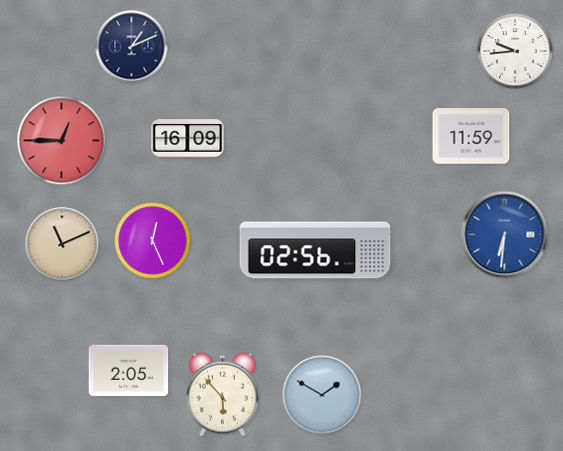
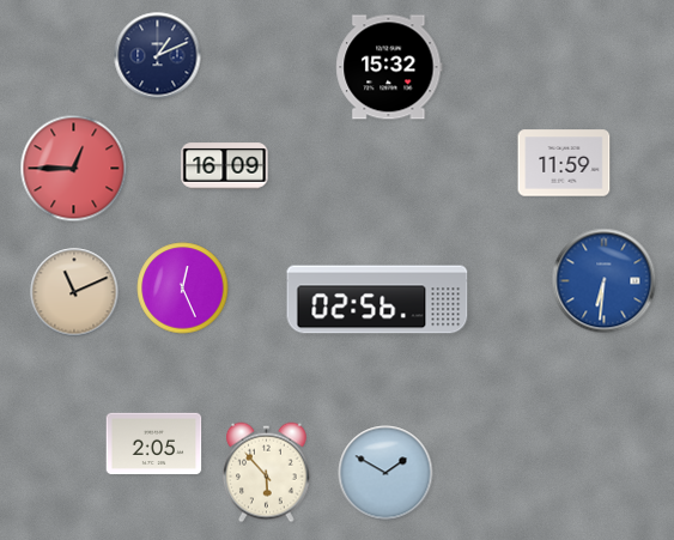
clock at (515, 51): 9:44 -> none
clock at (389, 67): none -> 15:32
